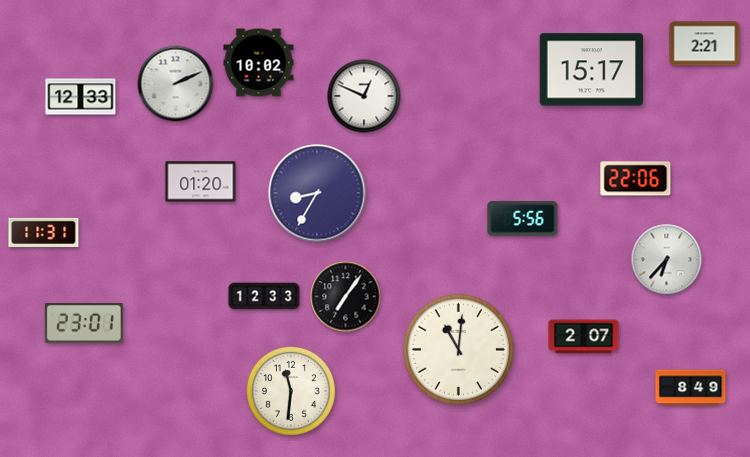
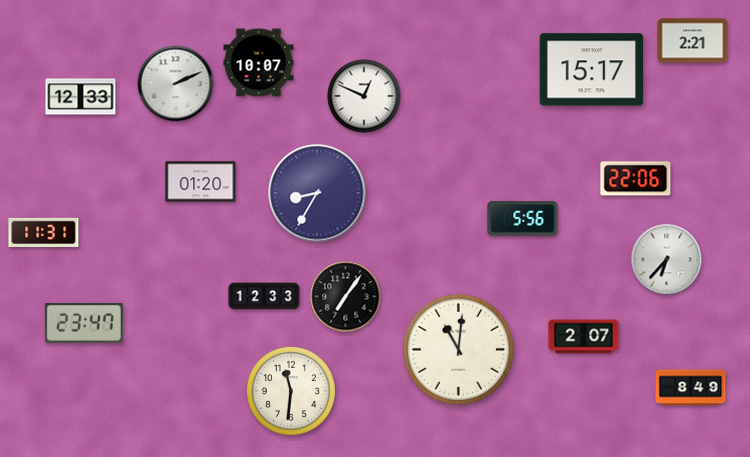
clock at (705, 44) position: (705, 44) -> (693, 41)
clock at (259, 63): 10:02 -> 10:07
clock at (84, 324): 23:01 -> 23:47
